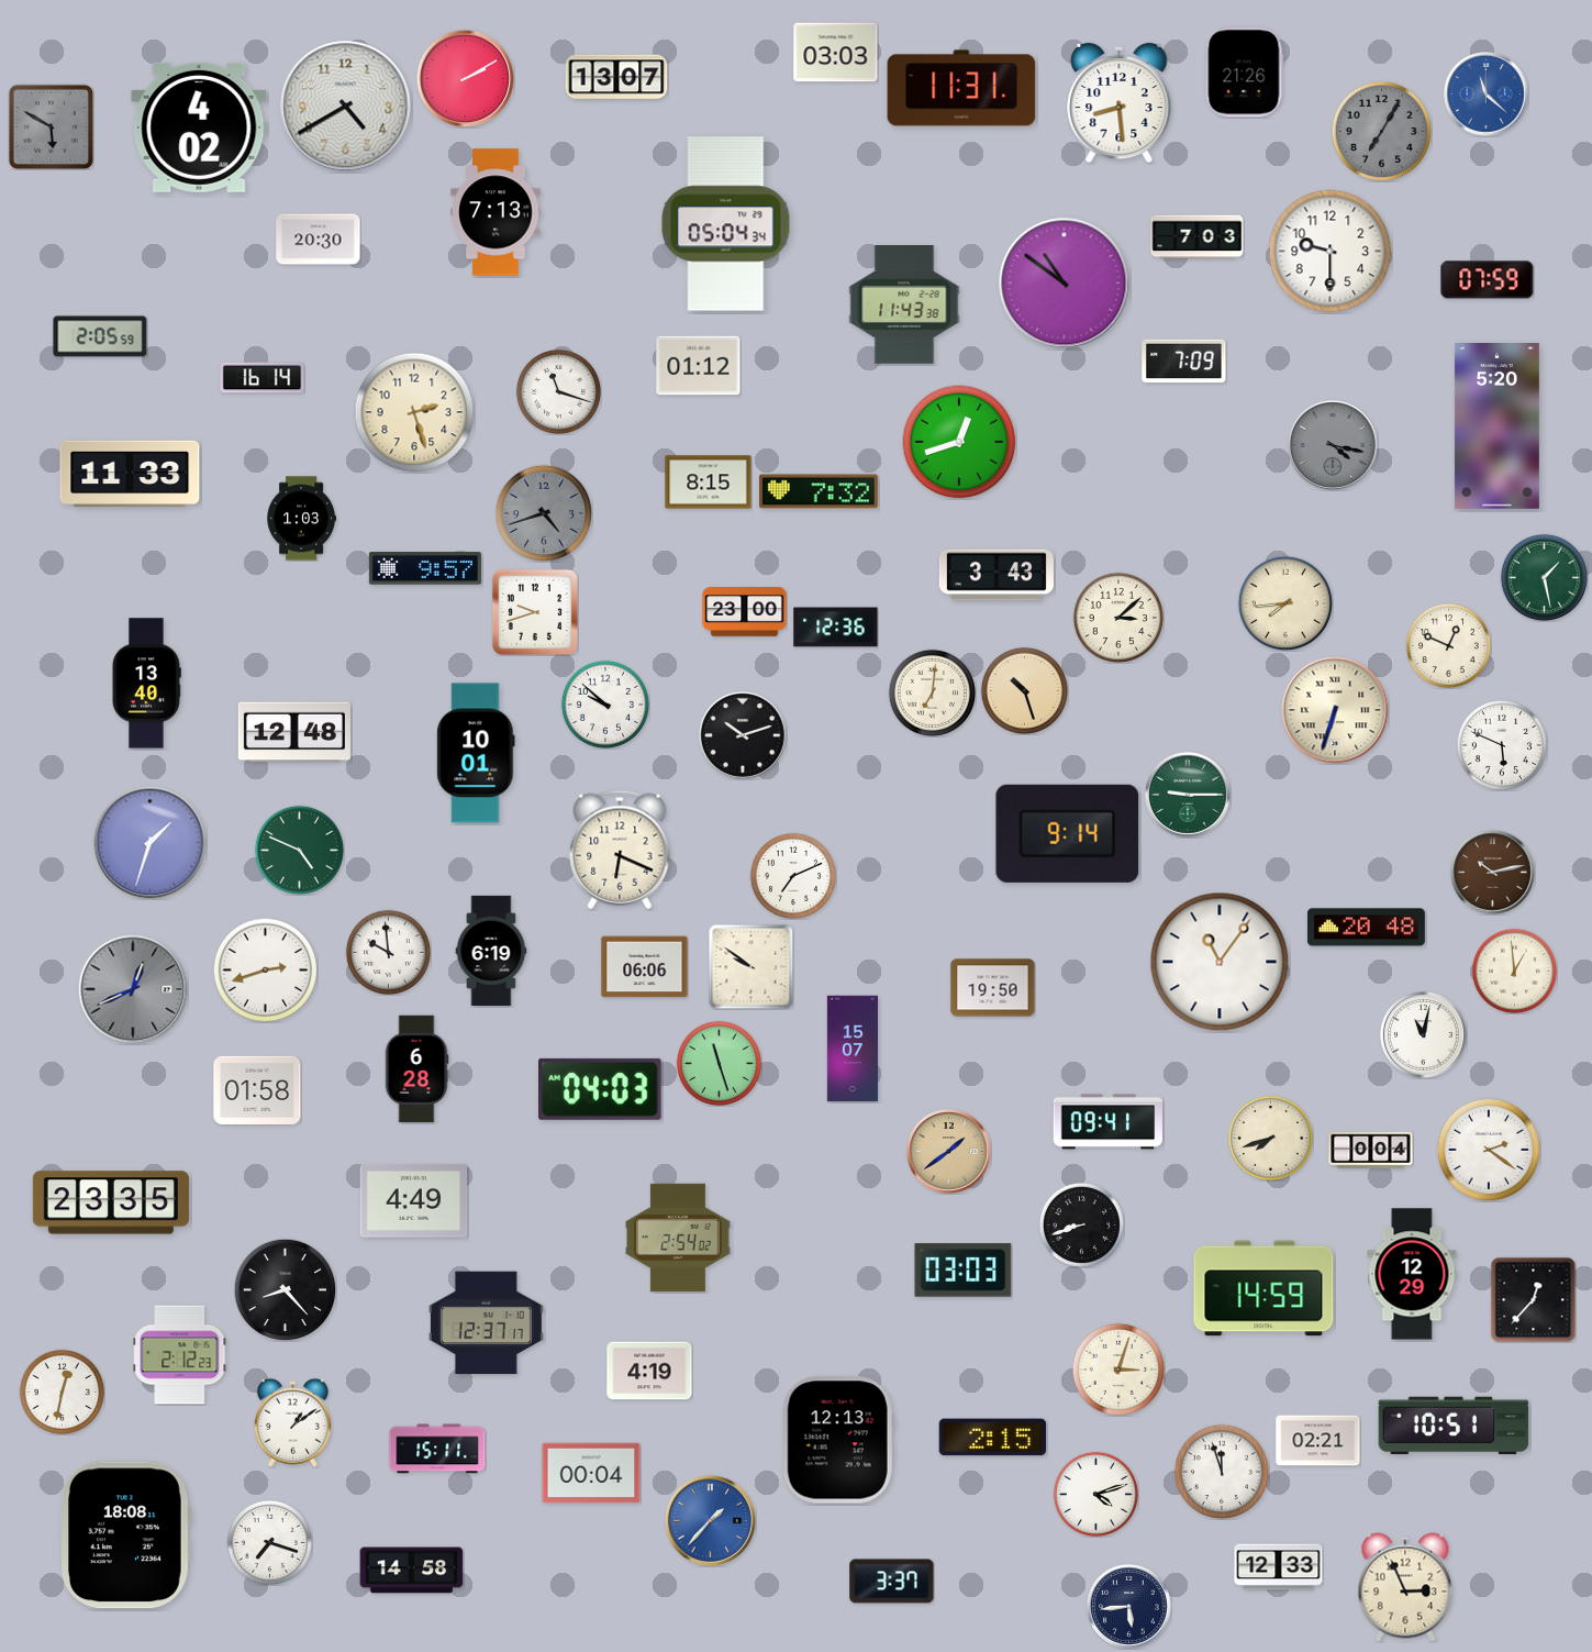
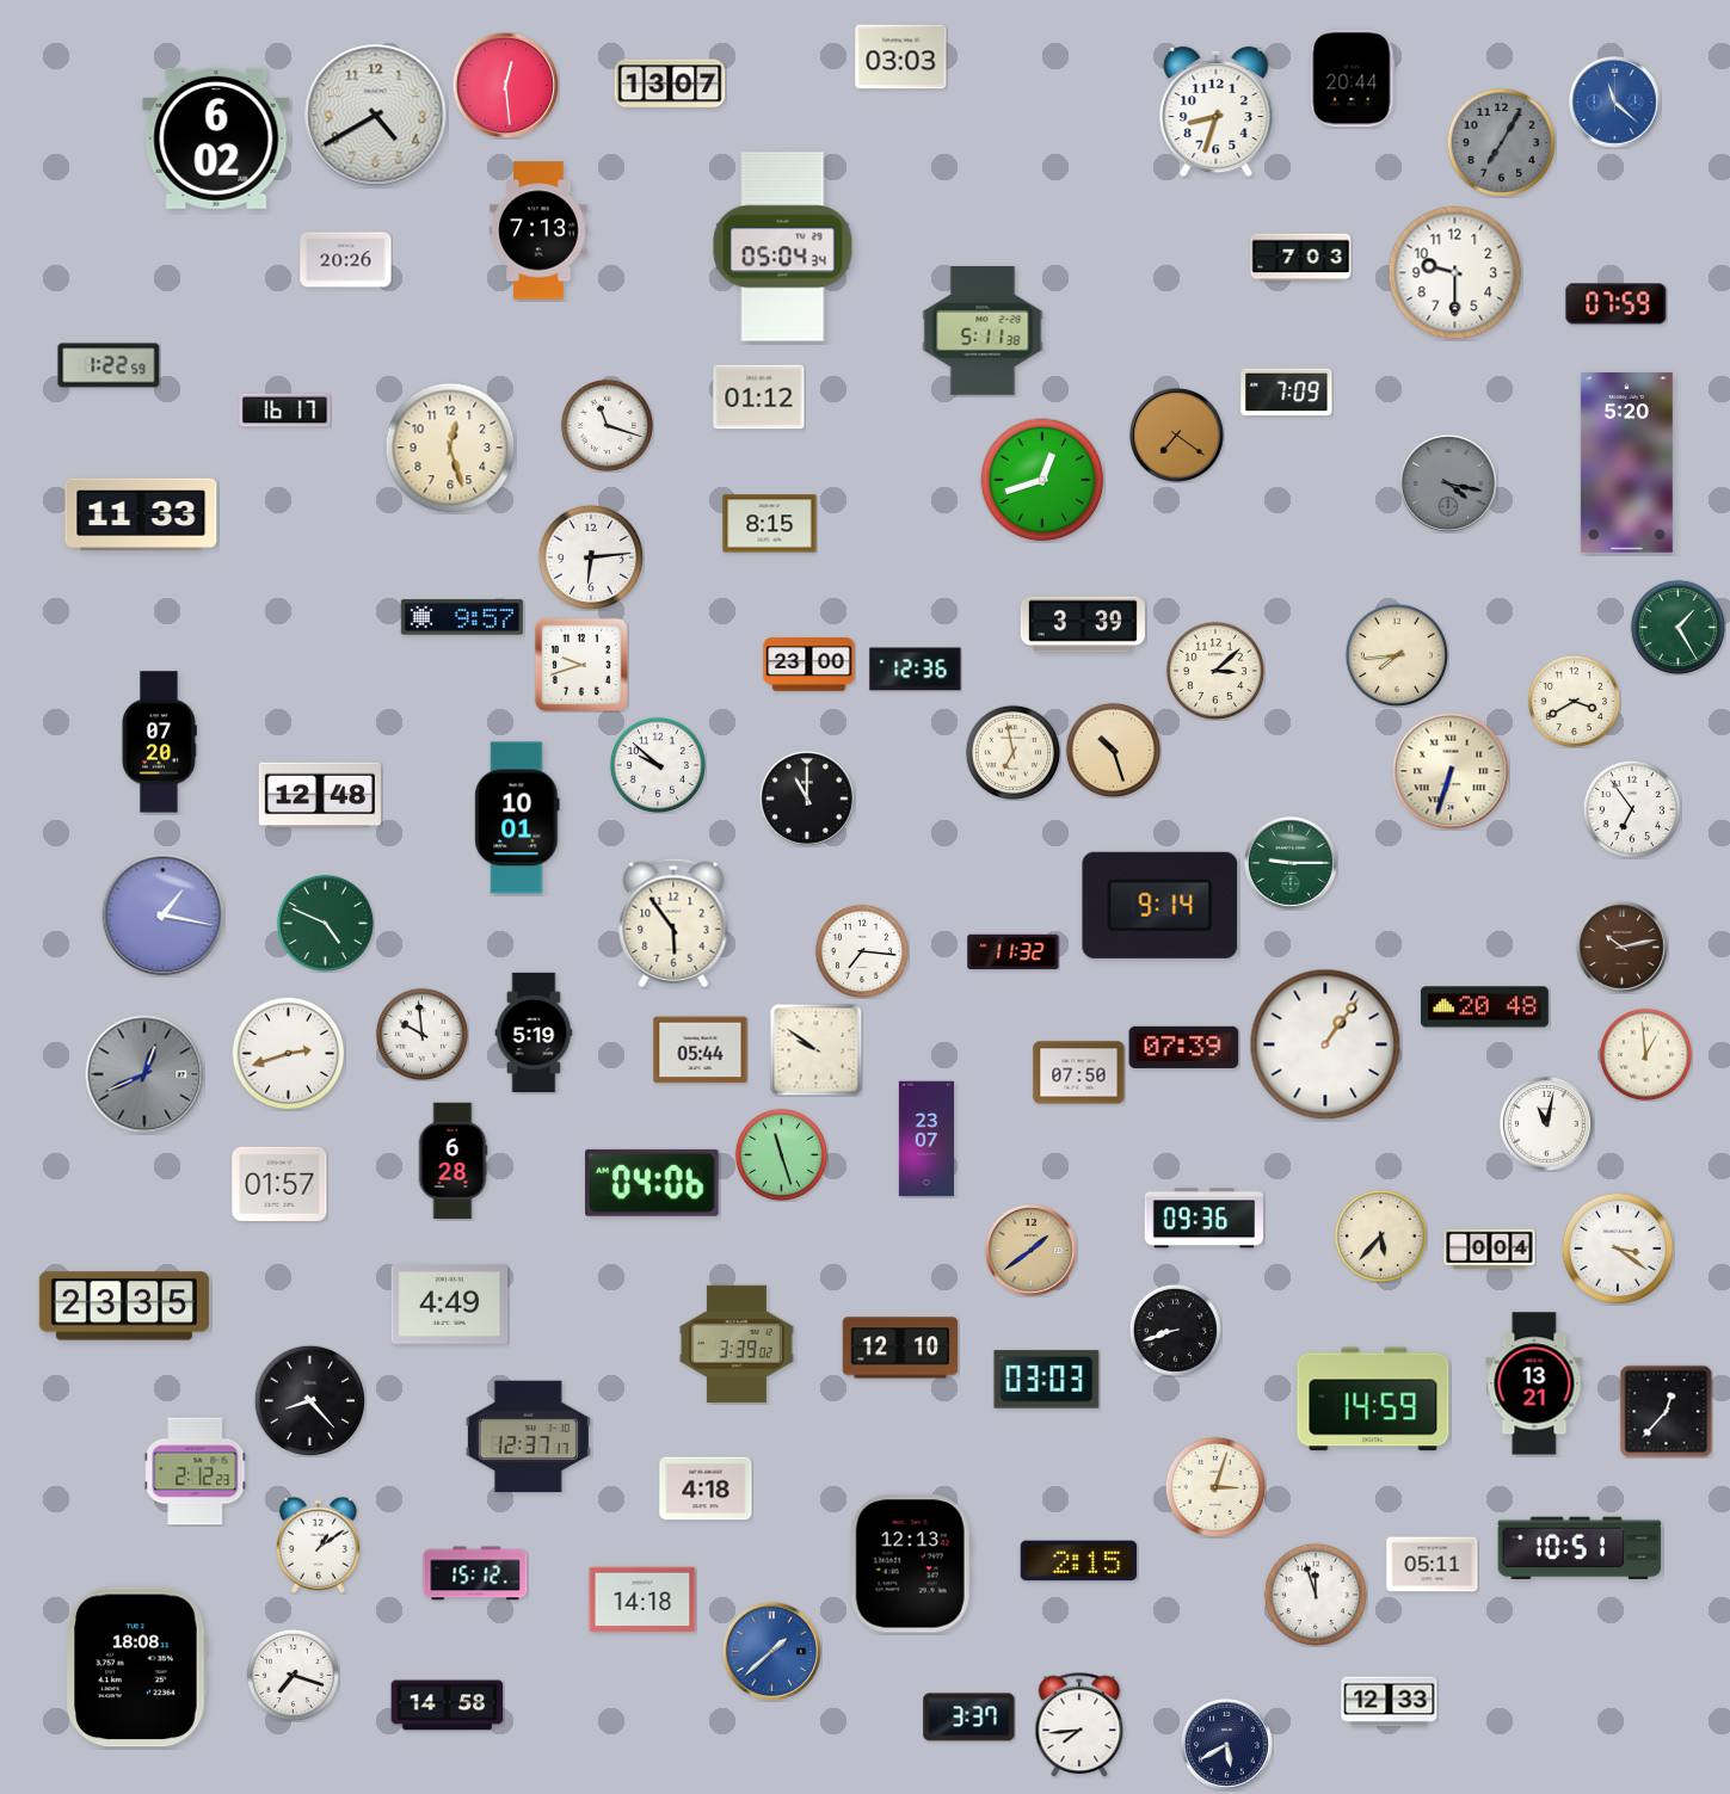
clock at (836, 53) position: (836, 53) -> (901, 57)
clock at (1245, 73): 21:26 -> 20:44
clock at (465, 78): 2:10 -> 12:29
clock at (961, 88): 11:31 -> none
clock at (1120, 103): 8:29 -> 8:33
clock at (51, 126): 5:50 -> none
clock at (199, 127): 4:02 -> 6:02
clock at (726, 224) position: (726, 224) -> (783, 247)
clock at (319, 240): 20:30 -> 20:26
clock at (1331, 252) position: (1331, 252) -> (1455, 273)
clock at (1065, 284): 10:51 -> none
clock at (904, 306): 11:43 -> 5:11
clock at (100, 336): 2:05 -> 1:22
clock at (263, 378): 16:14 -> 16:17
clock at (1177, 436): none -> 7:21
clock at (414, 412): 2:27 -> 12:27
clock at (819, 491): 7:32 -> none
clock at (543, 512): 4:42 -> 6:14
clock at (543, 512) dial: grey -> white
clock at (301, 519): 1:03 -> none
clock at (997, 575): 3:43 -> 3:39
clock at (1544, 577): 1:28 -> 1:25
clock at (836, 628) position: (836, 628) -> (916, 670)
clock at (1448, 645): 12:49 -> 3:40
clock at (146, 684): 13:40 -> 07:20
clock at (932, 692): 7:01 -> 6:58
clock at (743, 735): 10:12 -> 11:00
clock at (1502, 745): 5:49 -> 6:54
clock at (151, 843): 1:33 -> 1:17
clock at (620, 850): 6:19 -> 5:54
clock at (793, 876): 7:11 -> 7:16
clock at (1014, 953): none -> 11:32
clock at (491, 950): 6:19 -> 5:19
clock at (1220, 962): 11:06 -> 1:06
clock at (1184, 1047): none -> 07:39
clock at (645, 967): 06:06 -> 05:44
clock at (993, 988): 19:50 -> 07:50
clock at (853, 1049): 15:07 -> 23:07
clock at (600, 1089): 04:03 -> 04:06
clock at (257, 1090): 01:58 -> 01:57
clock at (1109, 1122): 09:41 -> 09:36
clock at (1270, 1138): 7:42 -> 5:37
clock at (1489, 1150): 2:21 -> 3:21
clock at (111, 1202) position: (111, 1202) -> (124, 1306)
clock at (678, 1238): 2:54 -> 3:39
clock at (900, 1348): none -> 12:10
clock at (1412, 1274): 12:29 -> 13:21
clock at (649, 1371): 4:19 -> 4:18
clock at (62, 1392): 12:32 -> none
clock at (1318, 1441): 02:21 -> 05:11
clock at (437, 1449): 15:11 -> 15:12
clock at (1221, 1471) position: (1221, 1471) -> (1315, 1593)
clock at (591, 1473): 00:04 -> 14:18
clock at (1095, 1494): 4:12 -> none
clock at (710, 1520): 1:37 -> 1:38
clock at (1405, 1587): 2:56 -> none
clock at (1079, 1725): none -> 7:44
clock at (1129, 1607): 5:44 -> 5:40
